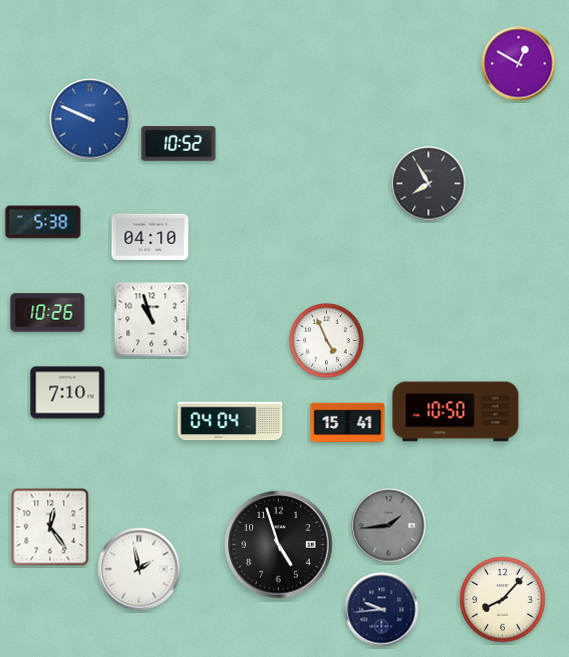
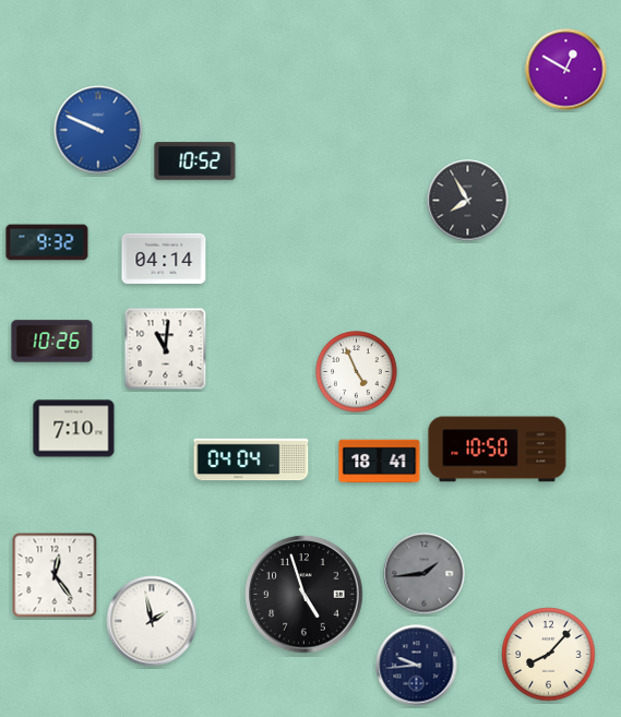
clock at (179, 144) position: (179, 144) -> (195, 162)
clock at (43, 222): 5:38 -> 9:32
clock at (150, 237): 04:10 -> 04:14
clock at (152, 320): 10:57 -> 11:01
clock at (348, 423): 15:41 -> 18:41
